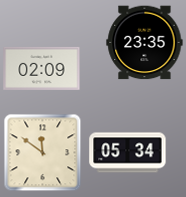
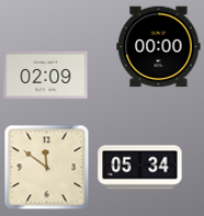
clock at (145, 43): 23:35 -> 00:00
